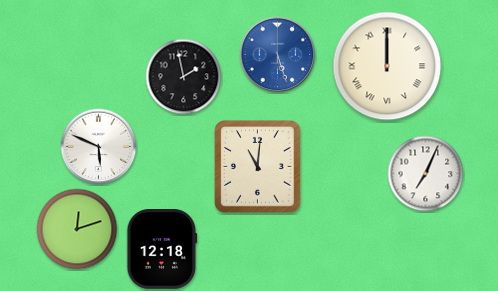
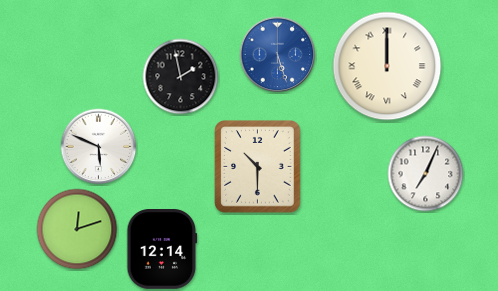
clock at (184, 77) position: (184, 77) -> (181, 77)
clock at (258, 167): 11:01 -> 10:30
clock at (162, 250): 12:18 -> 12:14
